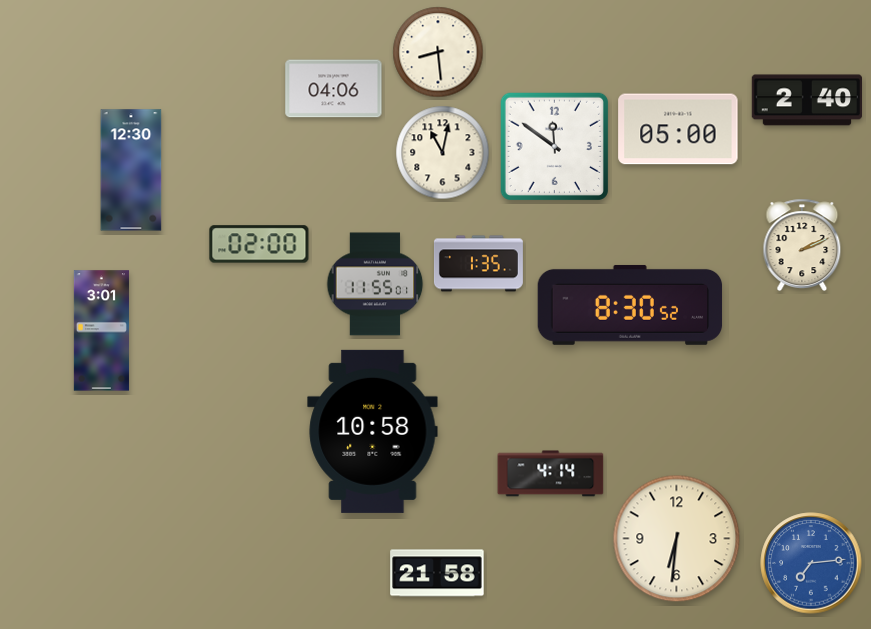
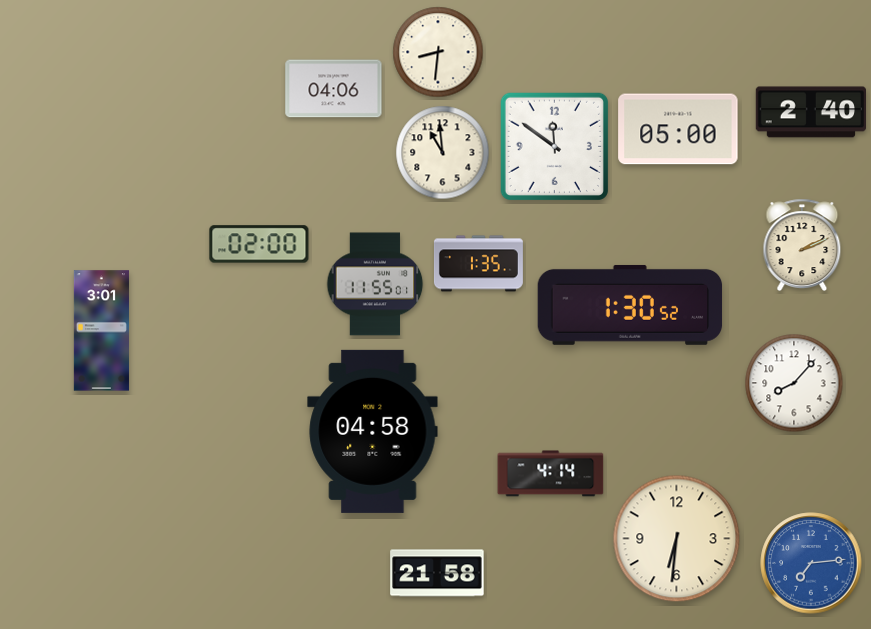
clock at (438, 52): 8:29 -> 8:31
clock at (806, 100) position: (806, 100) -> (810, 112)
clock at (443, 153): 11:02 -> 10:59
clock at (131, 170): 12:30 -> none
clock at (630, 305): 8:30 -> 1:30
clock at (794, 383): none -> 8:07
clock at (373, 431): 10:58 -> 04:58
